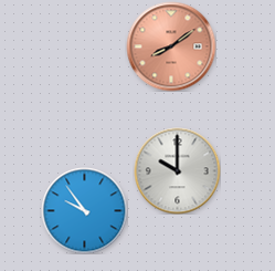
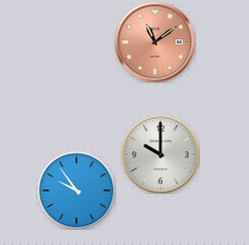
clock at (171, 46): 8:09 -> 11:09
